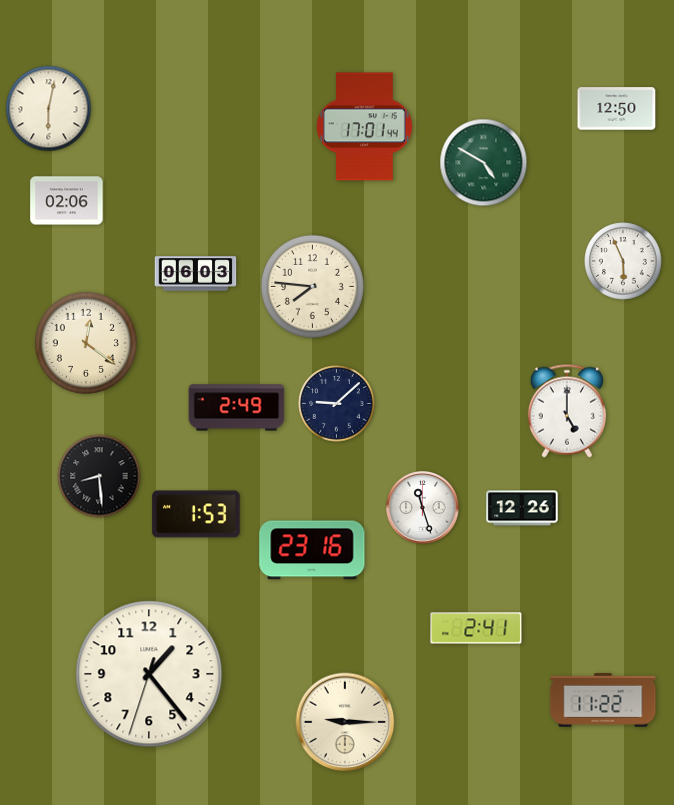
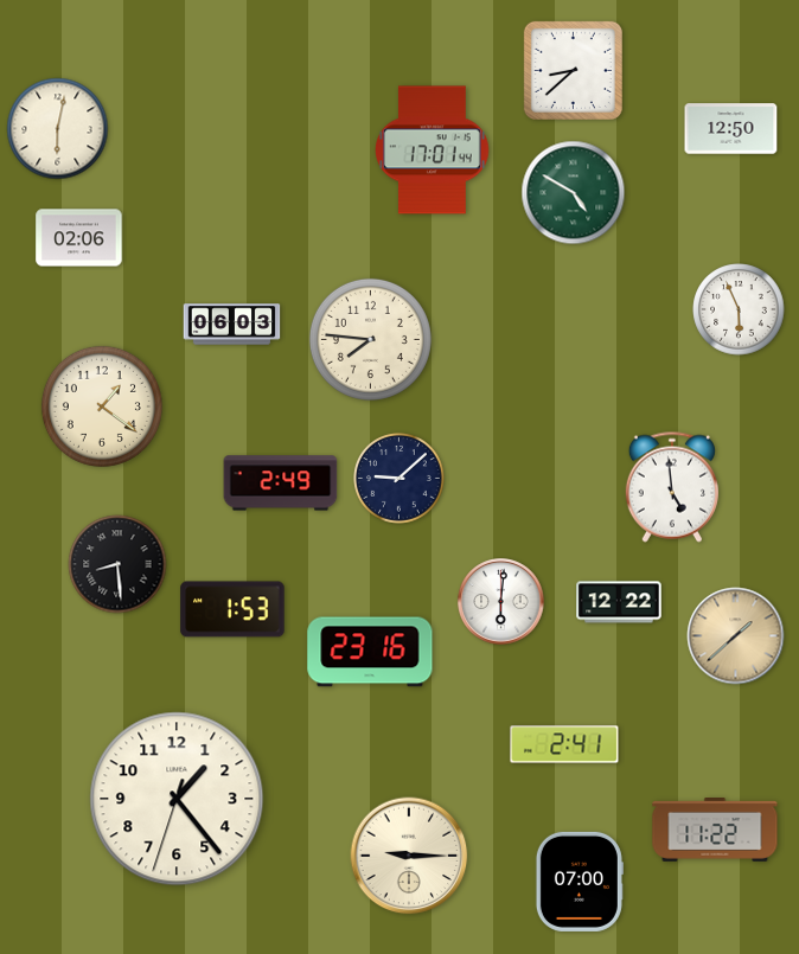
clock at (573, 70): none -> 8:38
clock at (86, 343): 12:21 -> 1:21
clock at (567, 411): 5:00 -> 4:59
clock at (423, 508): 11:27 -> 6:01
clock at (522, 508): 12:26 -> 12:22
clock at (736, 636): none -> 1:38
clock at (579, 882): none -> 07:00
